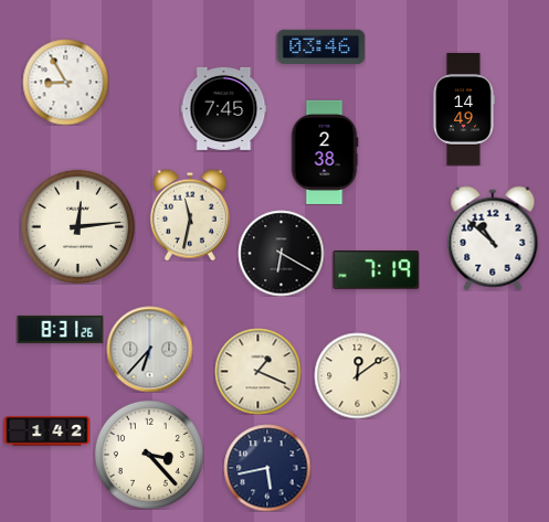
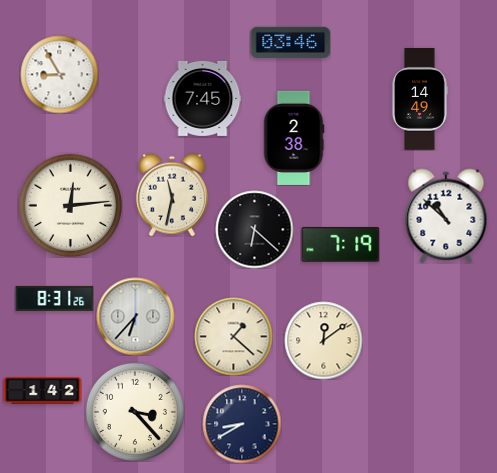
clock at (281, 253): 6:20 -> 6:22
clock at (257, 371): 1:19 -> 1:22
clock at (267, 468): 5:43 -> 8:40
